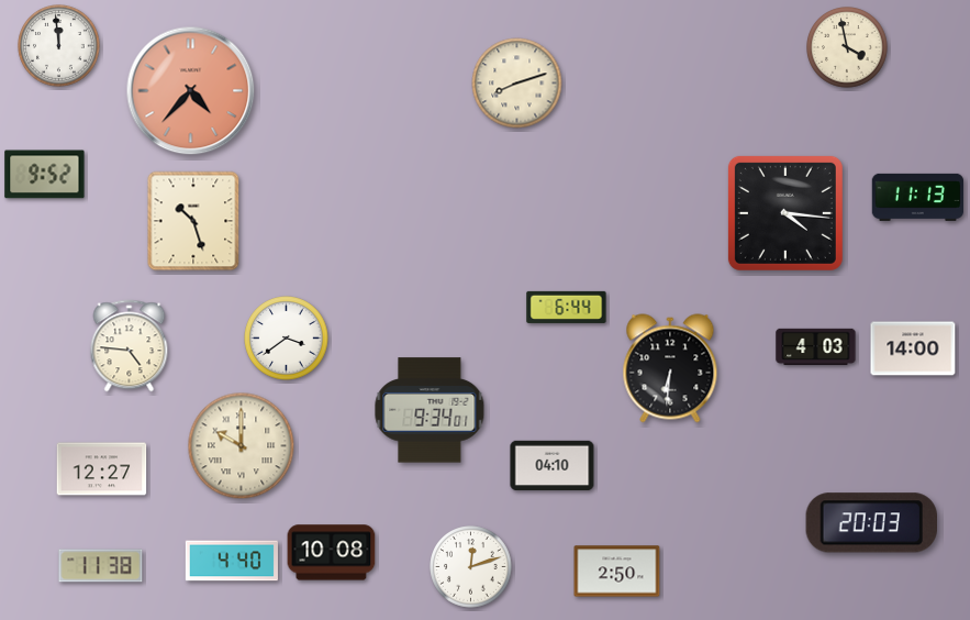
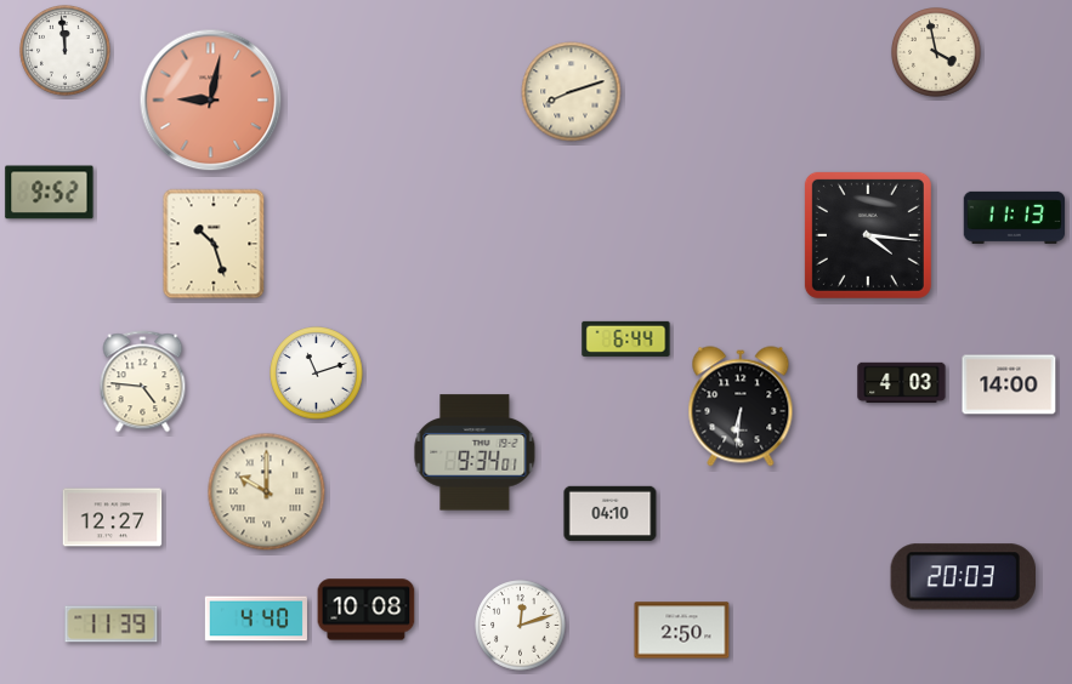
clock at (191, 91): 4:37 -> 9:02
clock at (287, 339): 3:39 -> 11:12
clock at (101, 566): 11:38 -> 11:39
